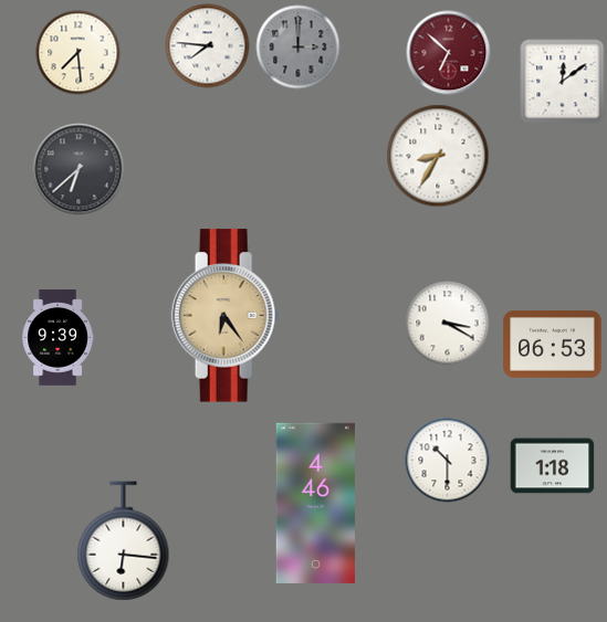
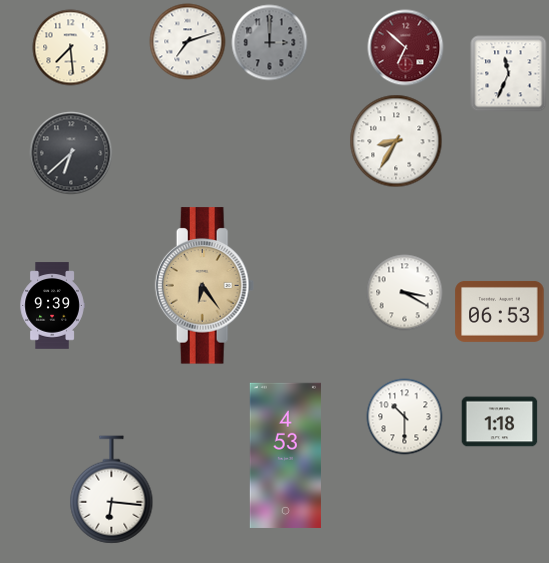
clock at (208, 46): 7:46 -> 7:12
clock at (563, 82): 12:09 -> 11:34
clock at (315, 503): 4:46 -> 4:53
